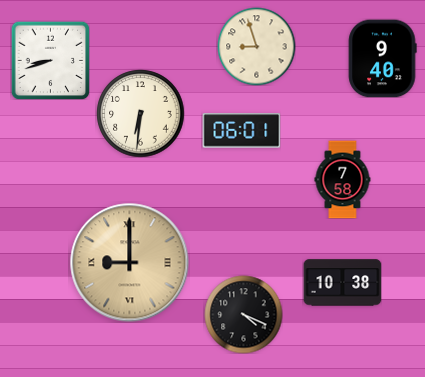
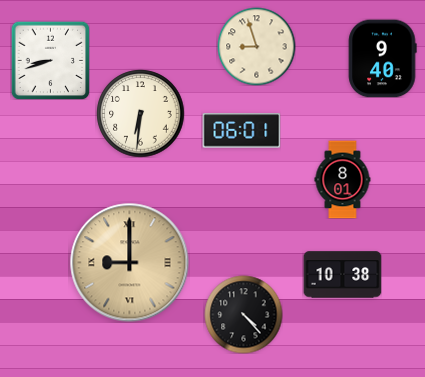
clock at (343, 179): 7:58 -> 8:01
clock at (342, 283) position: (342, 283) -> (342, 275)
clock at (243, 314): 4:19 -> 4:23
